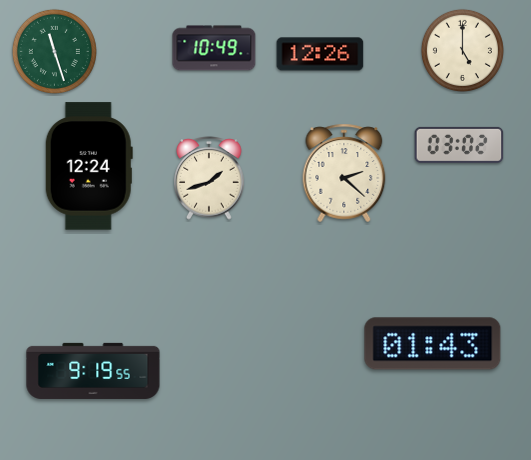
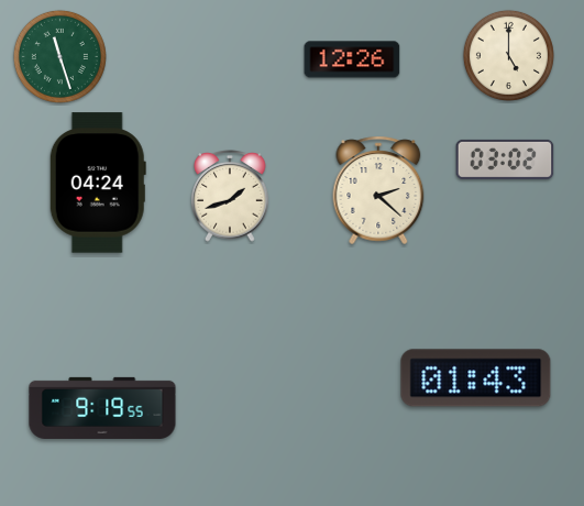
clock at (214, 48): 10:49 -> none
clock at (89, 166): 12:24 -> 04:24
